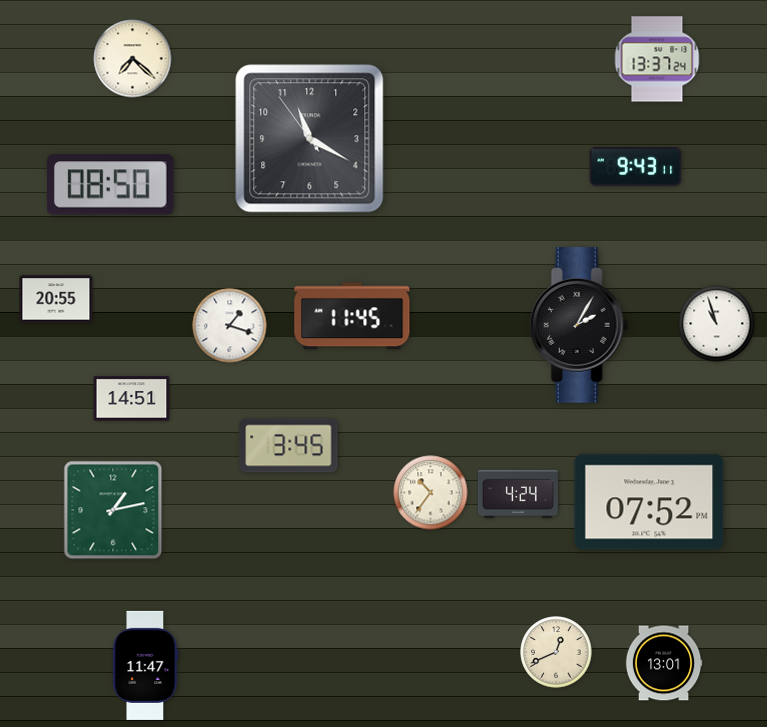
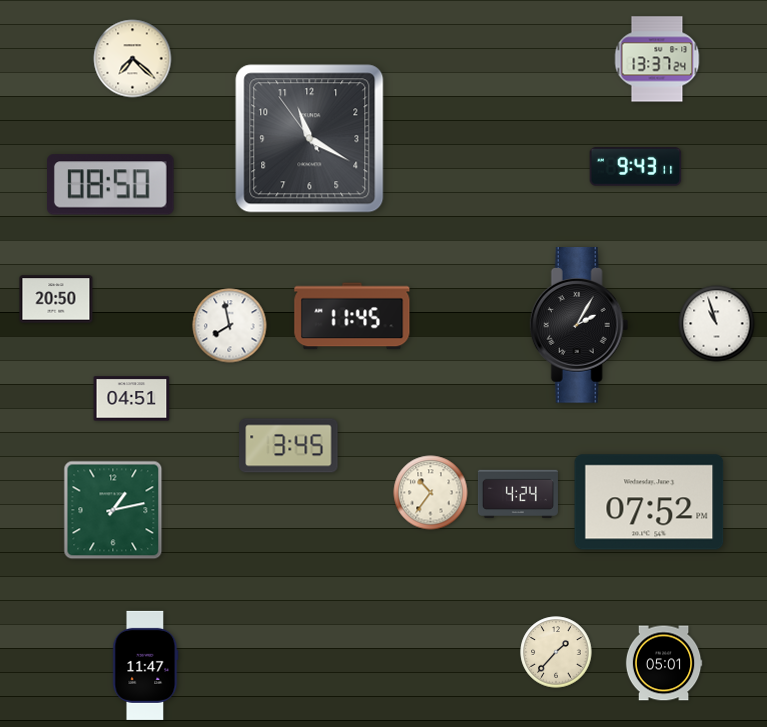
clock at (56, 299): 20:55 -> 20:50
clock at (230, 326): 1:18 -> 7:58
clock at (132, 399): 14:51 -> 04:51
clock at (556, 652): 12:41 -> 1:37
clock at (664, 663): 13:01 -> 05:01
